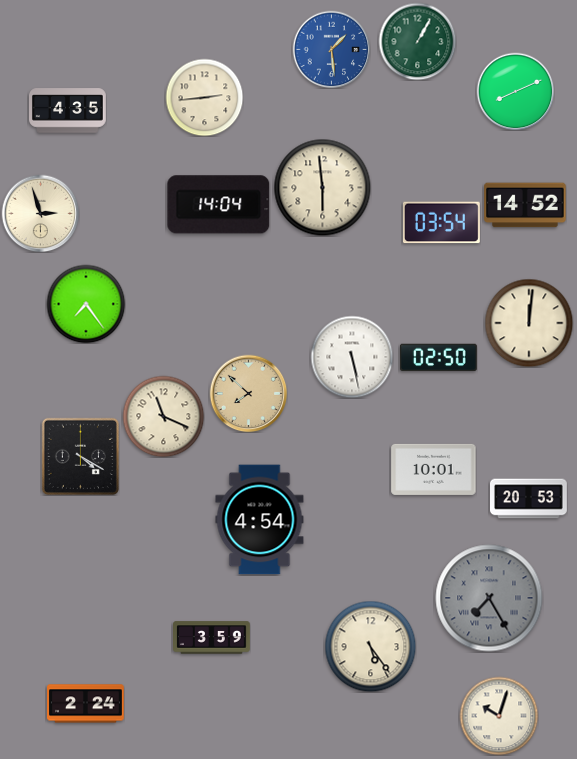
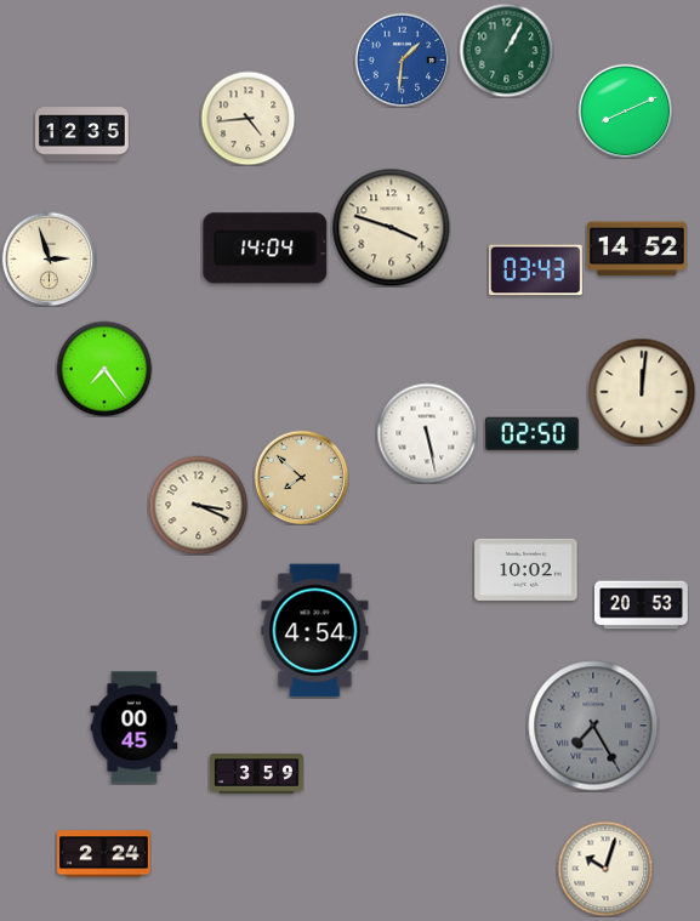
clock at (331, 49): 1:29 -> 1:31
clock at (204, 97): 2:44 -> 4:44
clock at (68, 111): 4:35 -> 12:35
clock at (322, 187): 5:59 -> 3:48
clock at (441, 223): 03:54 -> 03:43
clock at (163, 416): 11:19 -> 3:19
clock at (80, 456): 4:20 -> none
clock at (434, 469): 10:01 -> 10:02
clock at (135, 728): none -> 00:45
clock at (370, 646): 5:24 -> none
